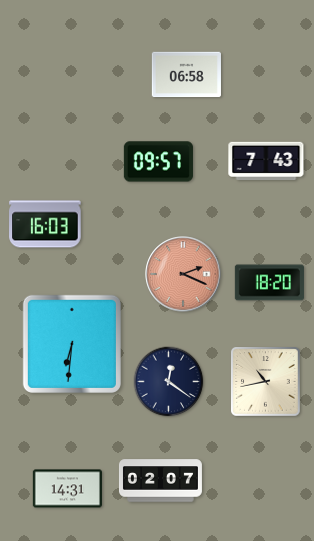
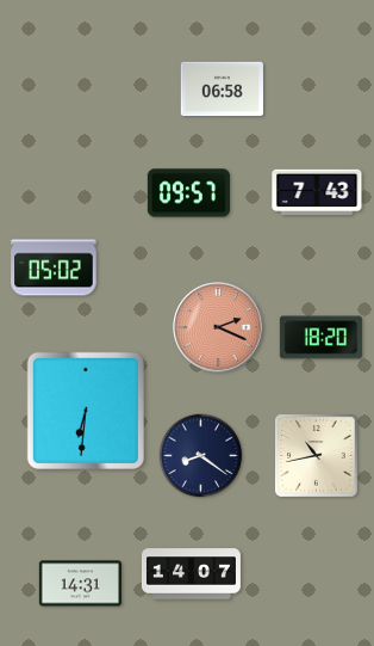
clock at (45, 224): 16:03 -> 05:02
clock at (169, 382): 12:21 -> 8:21
clock at (160, 481): 02:07 -> 14:07
